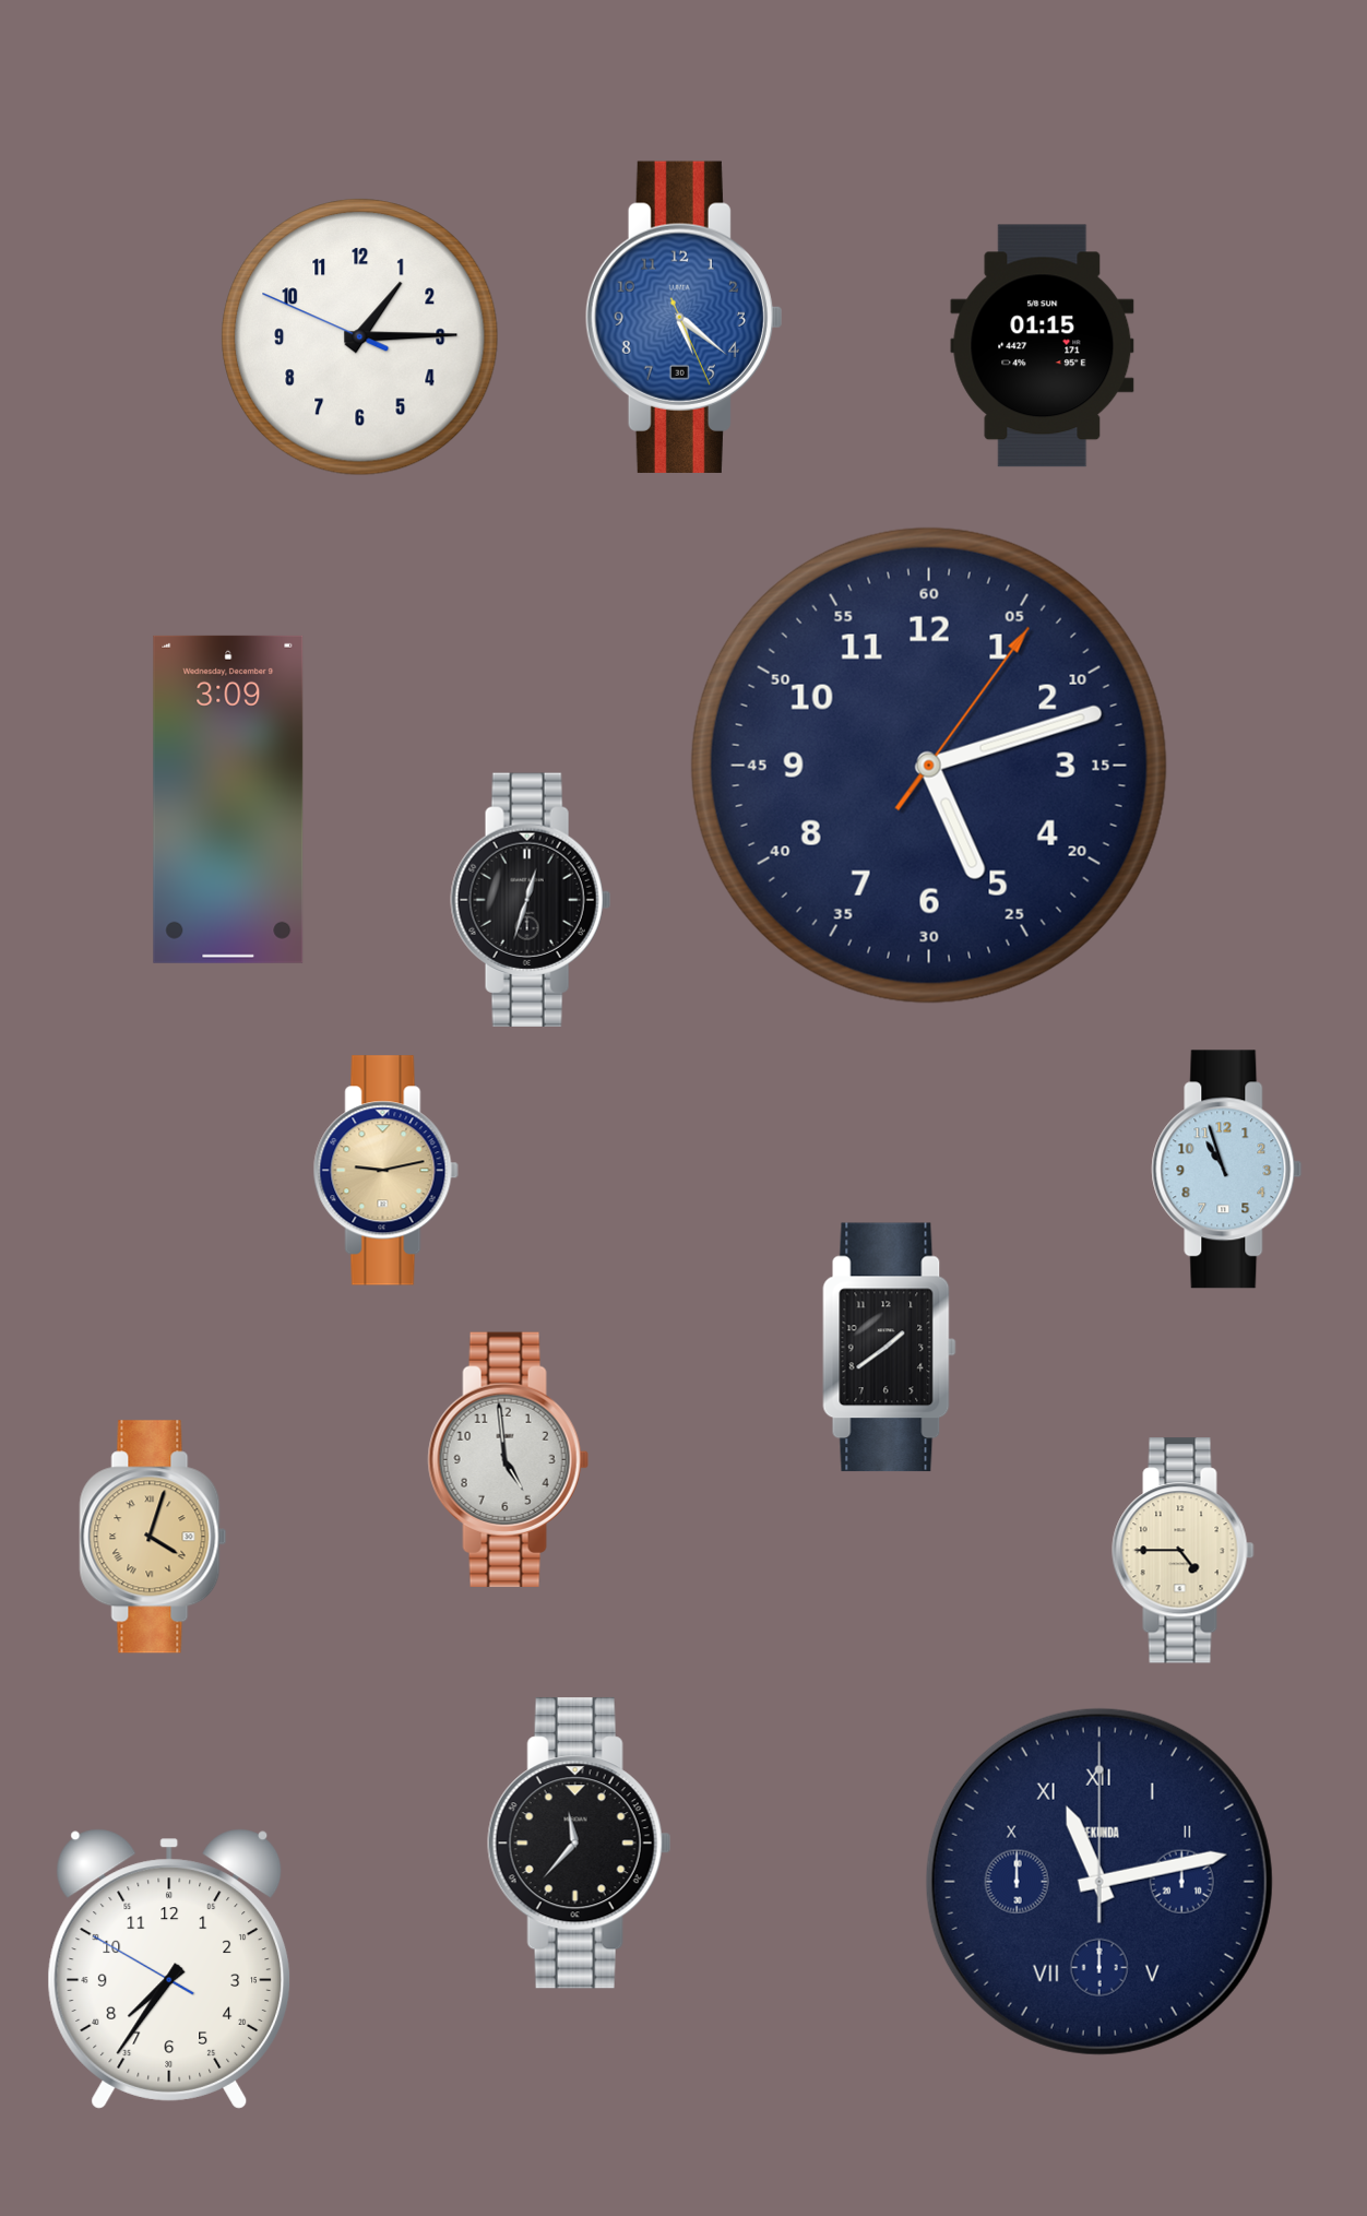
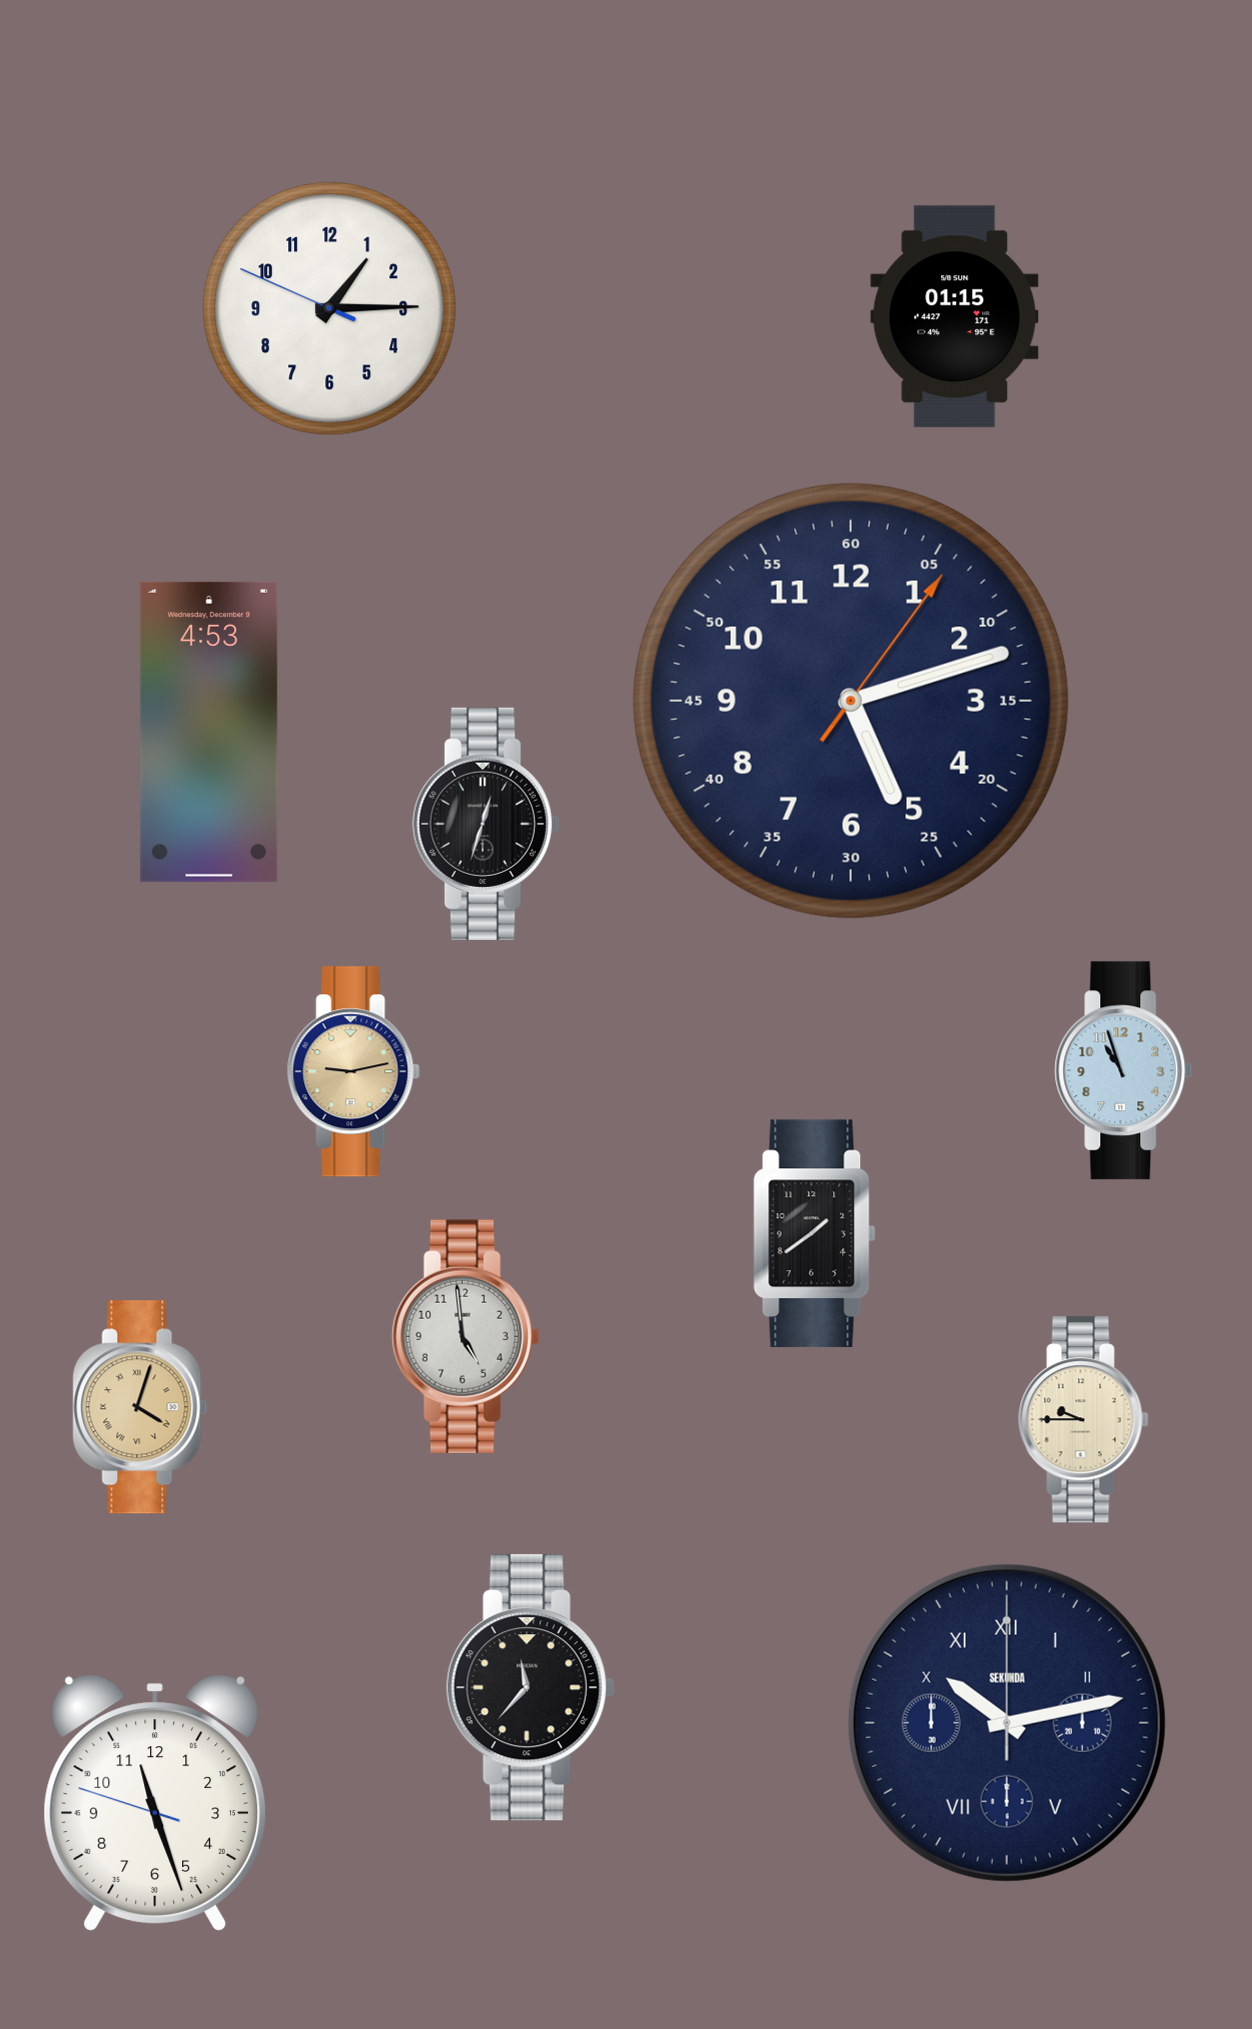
clock at (684, 317): 5:21 -> none
clock at (228, 799): 3:09 -> 4:53
clock at (1184, 1551): 4:45 -> 9:45
clock at (1099, 1882): 11:13 -> 10:13
clock at (169, 1969): 7:35 -> 11:26
